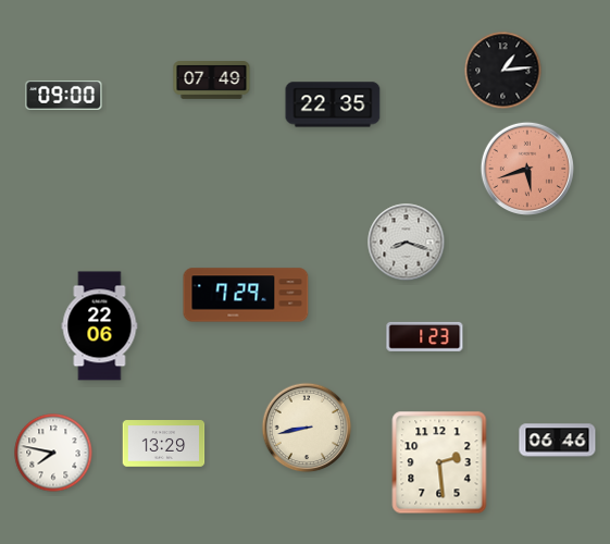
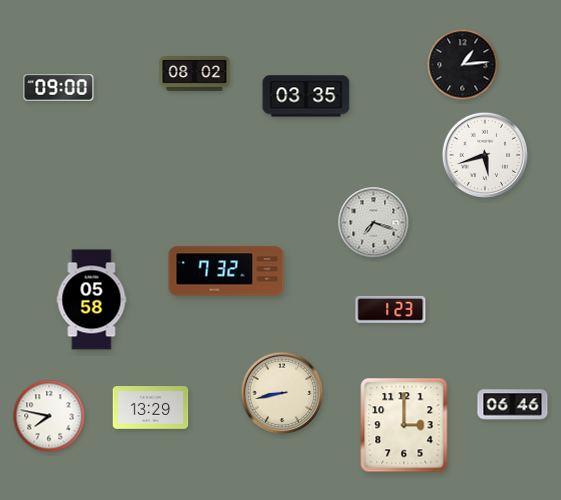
clock at (212, 81): 07:49 -> 08:02
clock at (333, 104): 22:35 -> 03:35
clock at (526, 168) dial: salmon -> white
clock at (407, 243): 8:18 -> 7:18
clock at (246, 295): 7:29 -> 7:32
clock at (100, 326): 22:06 -> 05:58
clock at (439, 462): 2:29 -> 3:00
